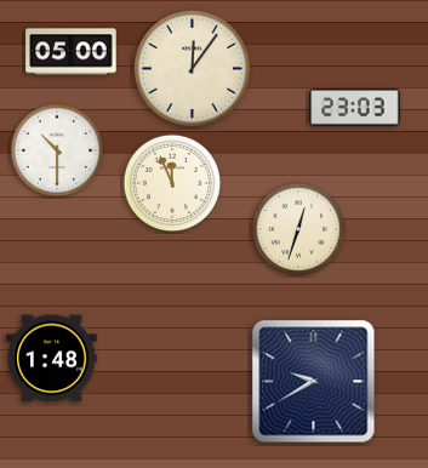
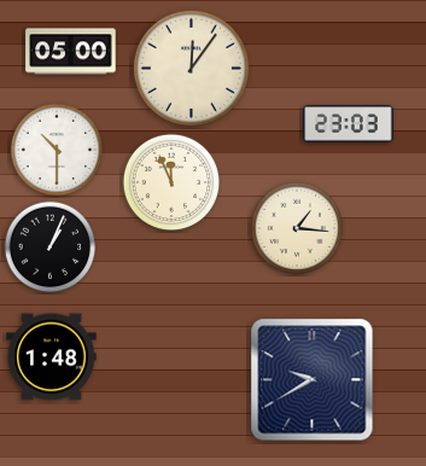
clock at (355, 108) position: (355, 108) -> (349, 124)
clock at (298, 229): 12:33 -> 1:16
clock at (51, 247): none -> 1:04
